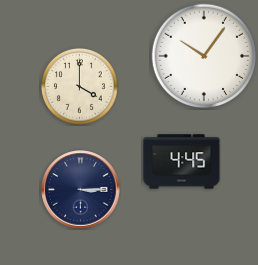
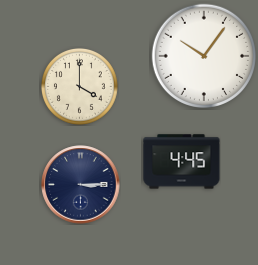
clock at (81, 190) position: (81, 190) -> (81, 185)
